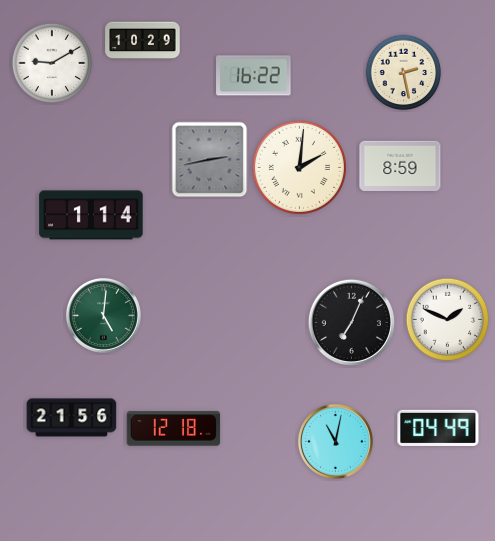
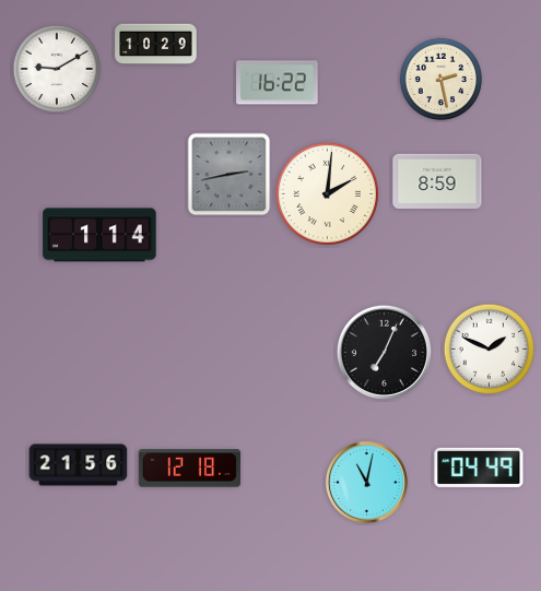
clock at (299, 167) position: (299, 167) -> (327, 193)
clock at (103, 315): 5:01 -> none
clock at (72, 418) position: (72, 418) -> (79, 465)
